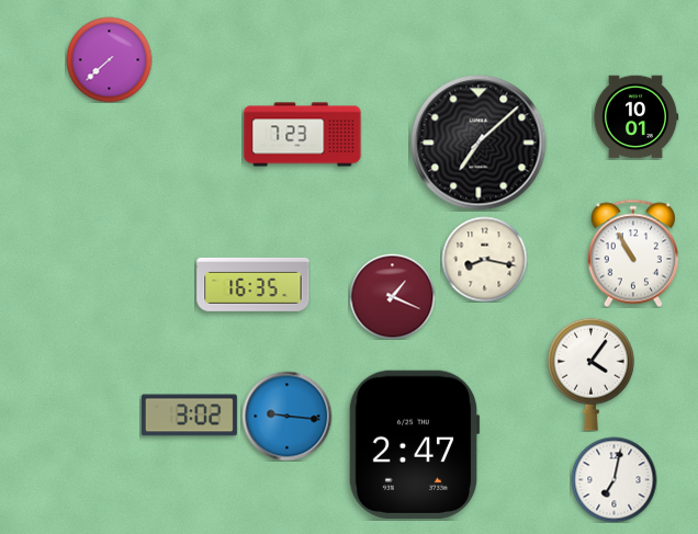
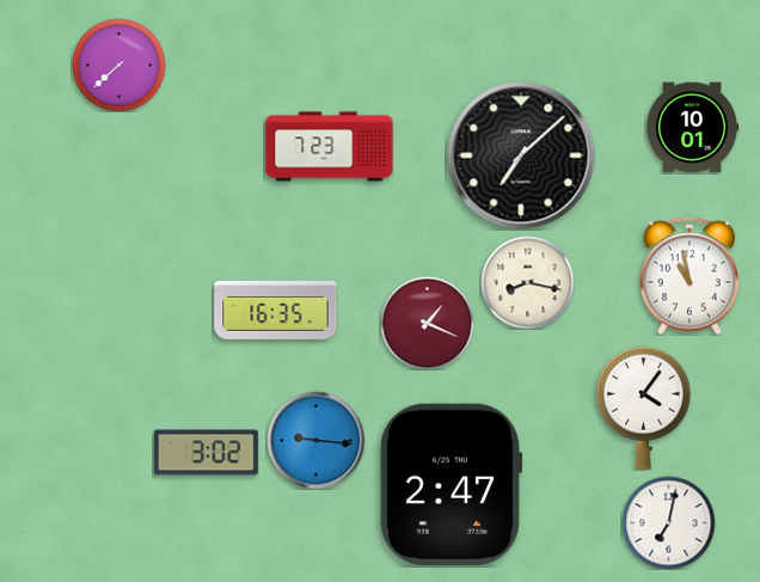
clock at (633, 253): 10:55 -> 10:58
clock at (286, 416) position: (286, 416) -> (315, 440)
